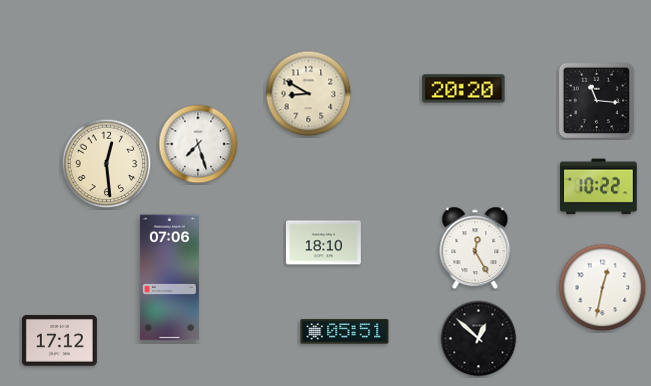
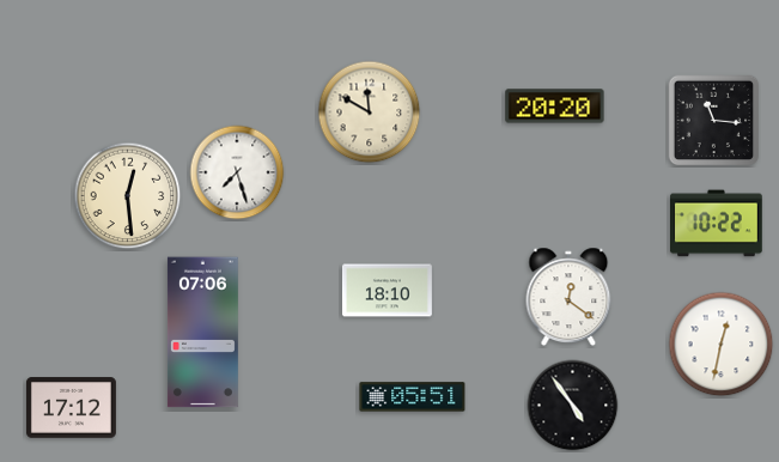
clock at (309, 94): 8:50 -> 11:50
clock at (475, 248): 12:25 -> 12:21
clock at (479, 339): 12:52 -> 4:54
